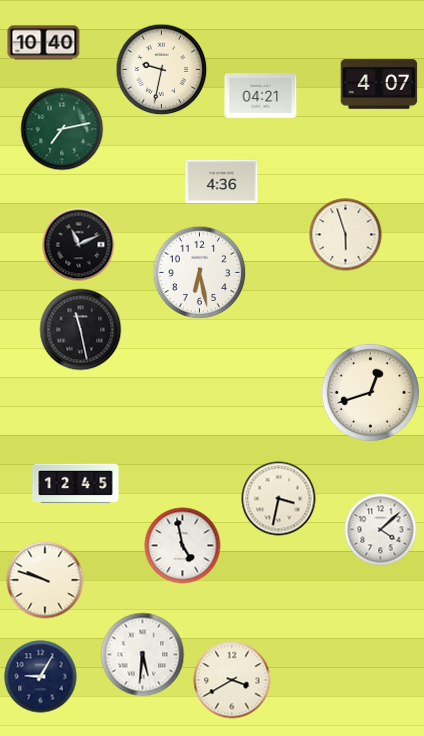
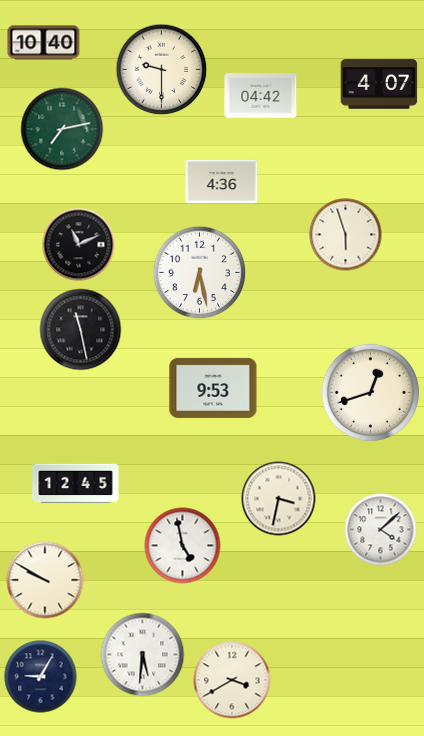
clock at (162, 70): 9:32 -> 9:30
clock at (261, 96): 04:21 -> 04:42
clock at (213, 388): none -> 9:53
clock at (45, 580): 9:48 -> 9:50
